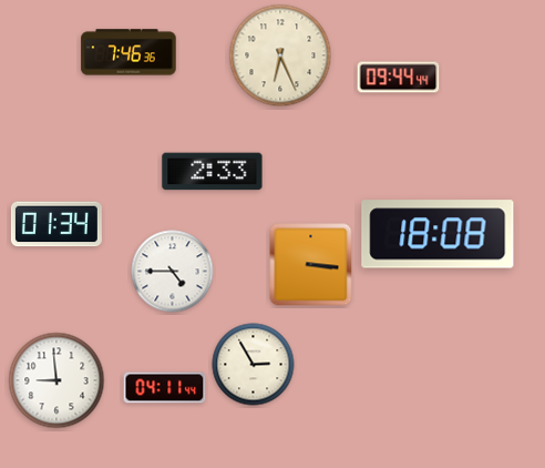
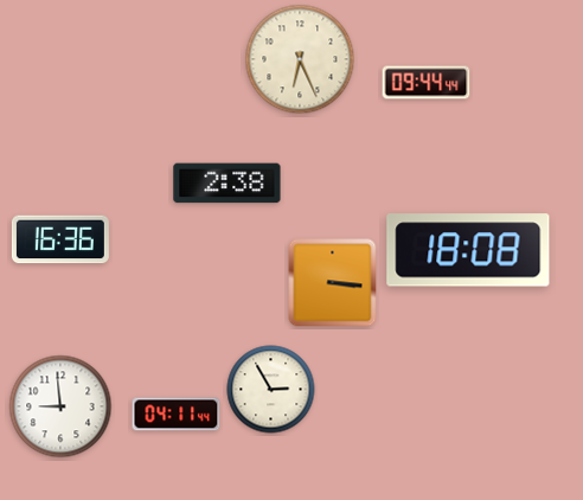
clock at (128, 52): 7:46 -> none
clock at (213, 172): 2:33 -> 2:38
clock at (56, 224): 01:34 -> 16:36
clock at (173, 272): 4:45 -> none
